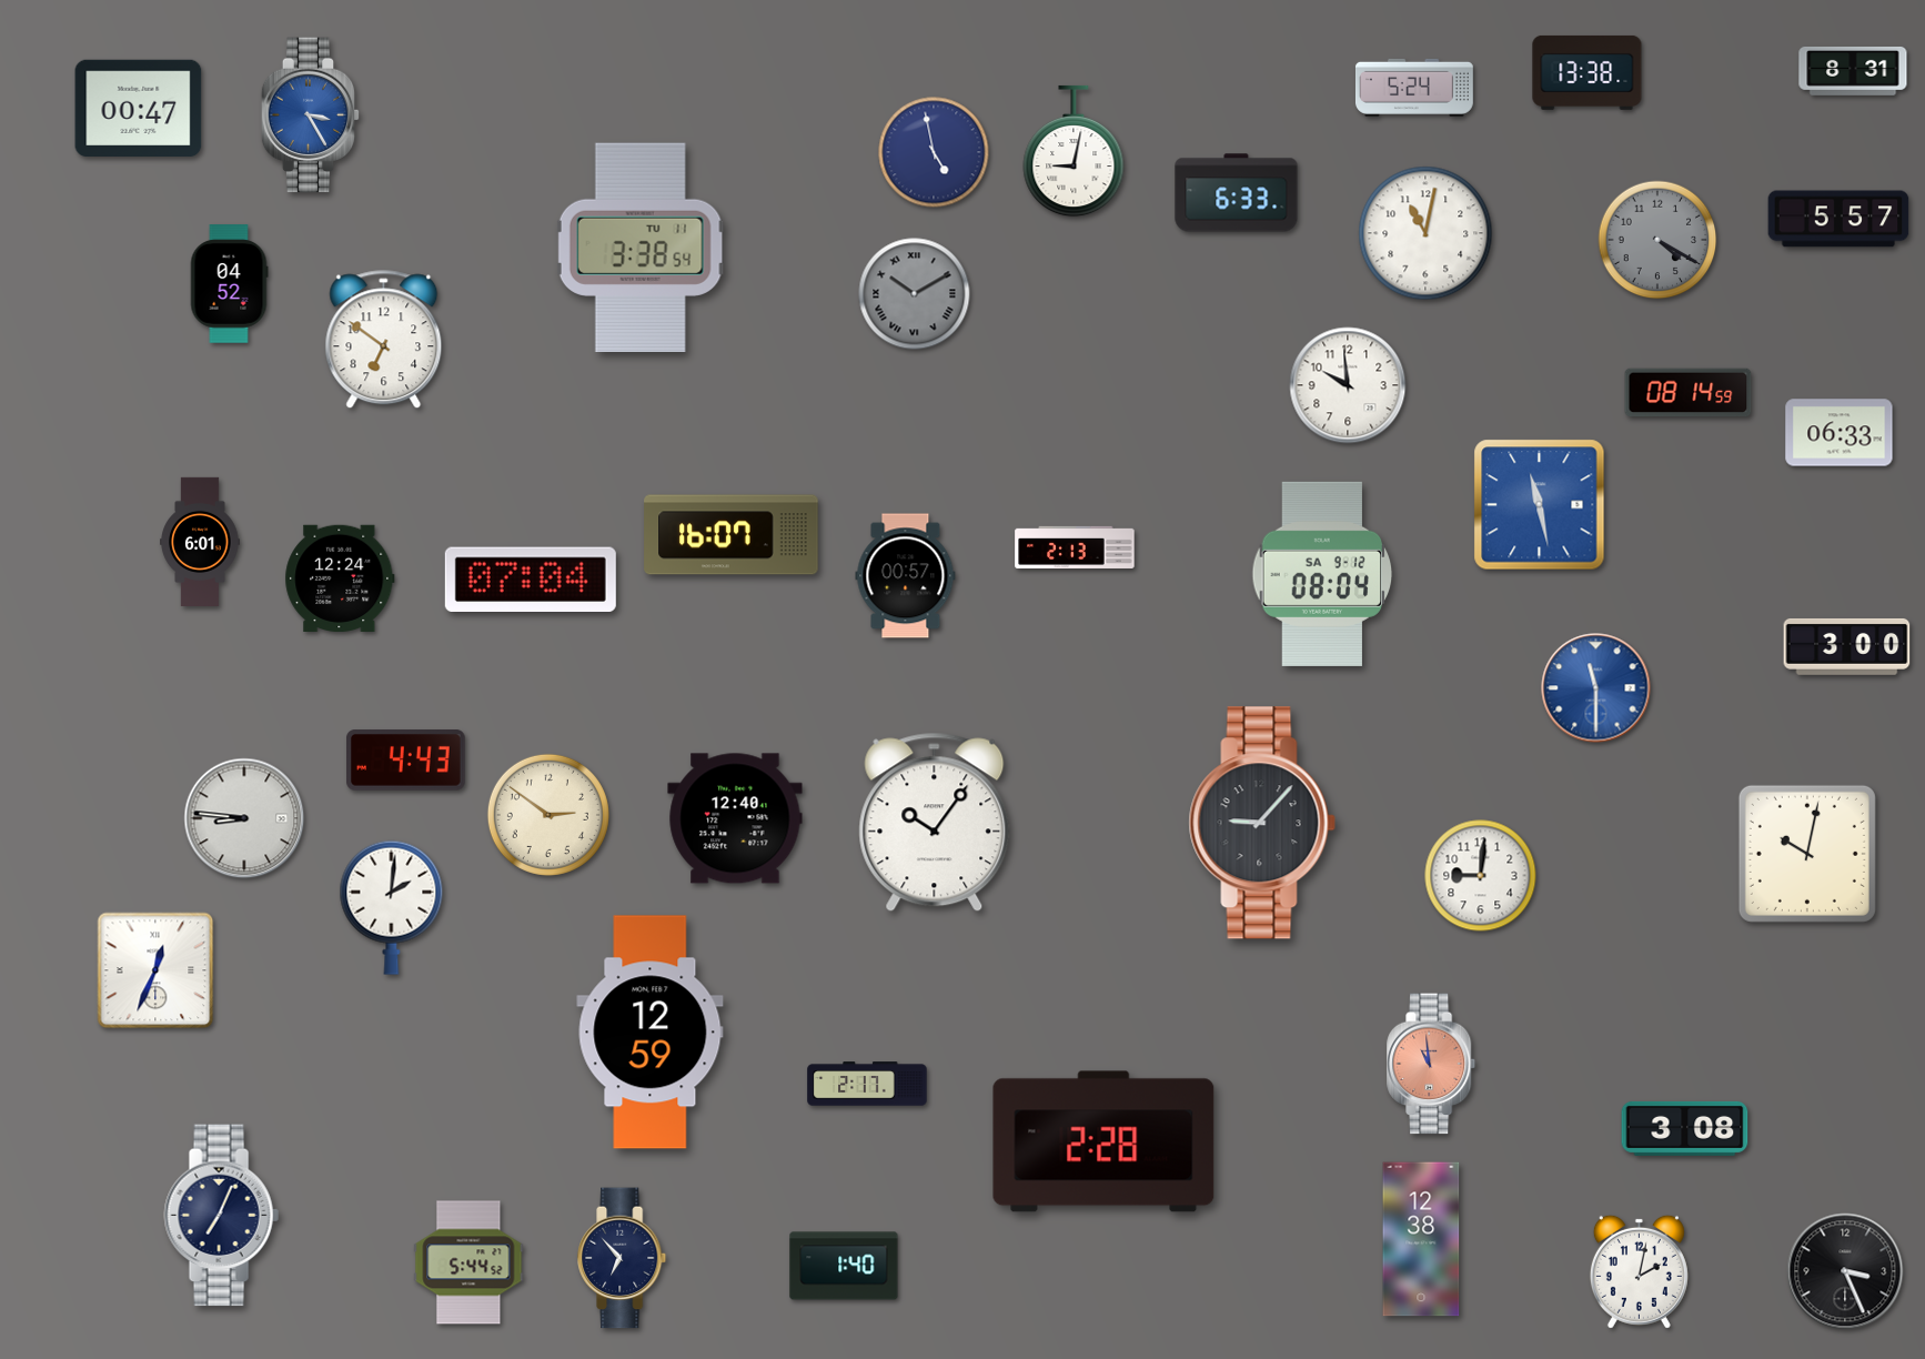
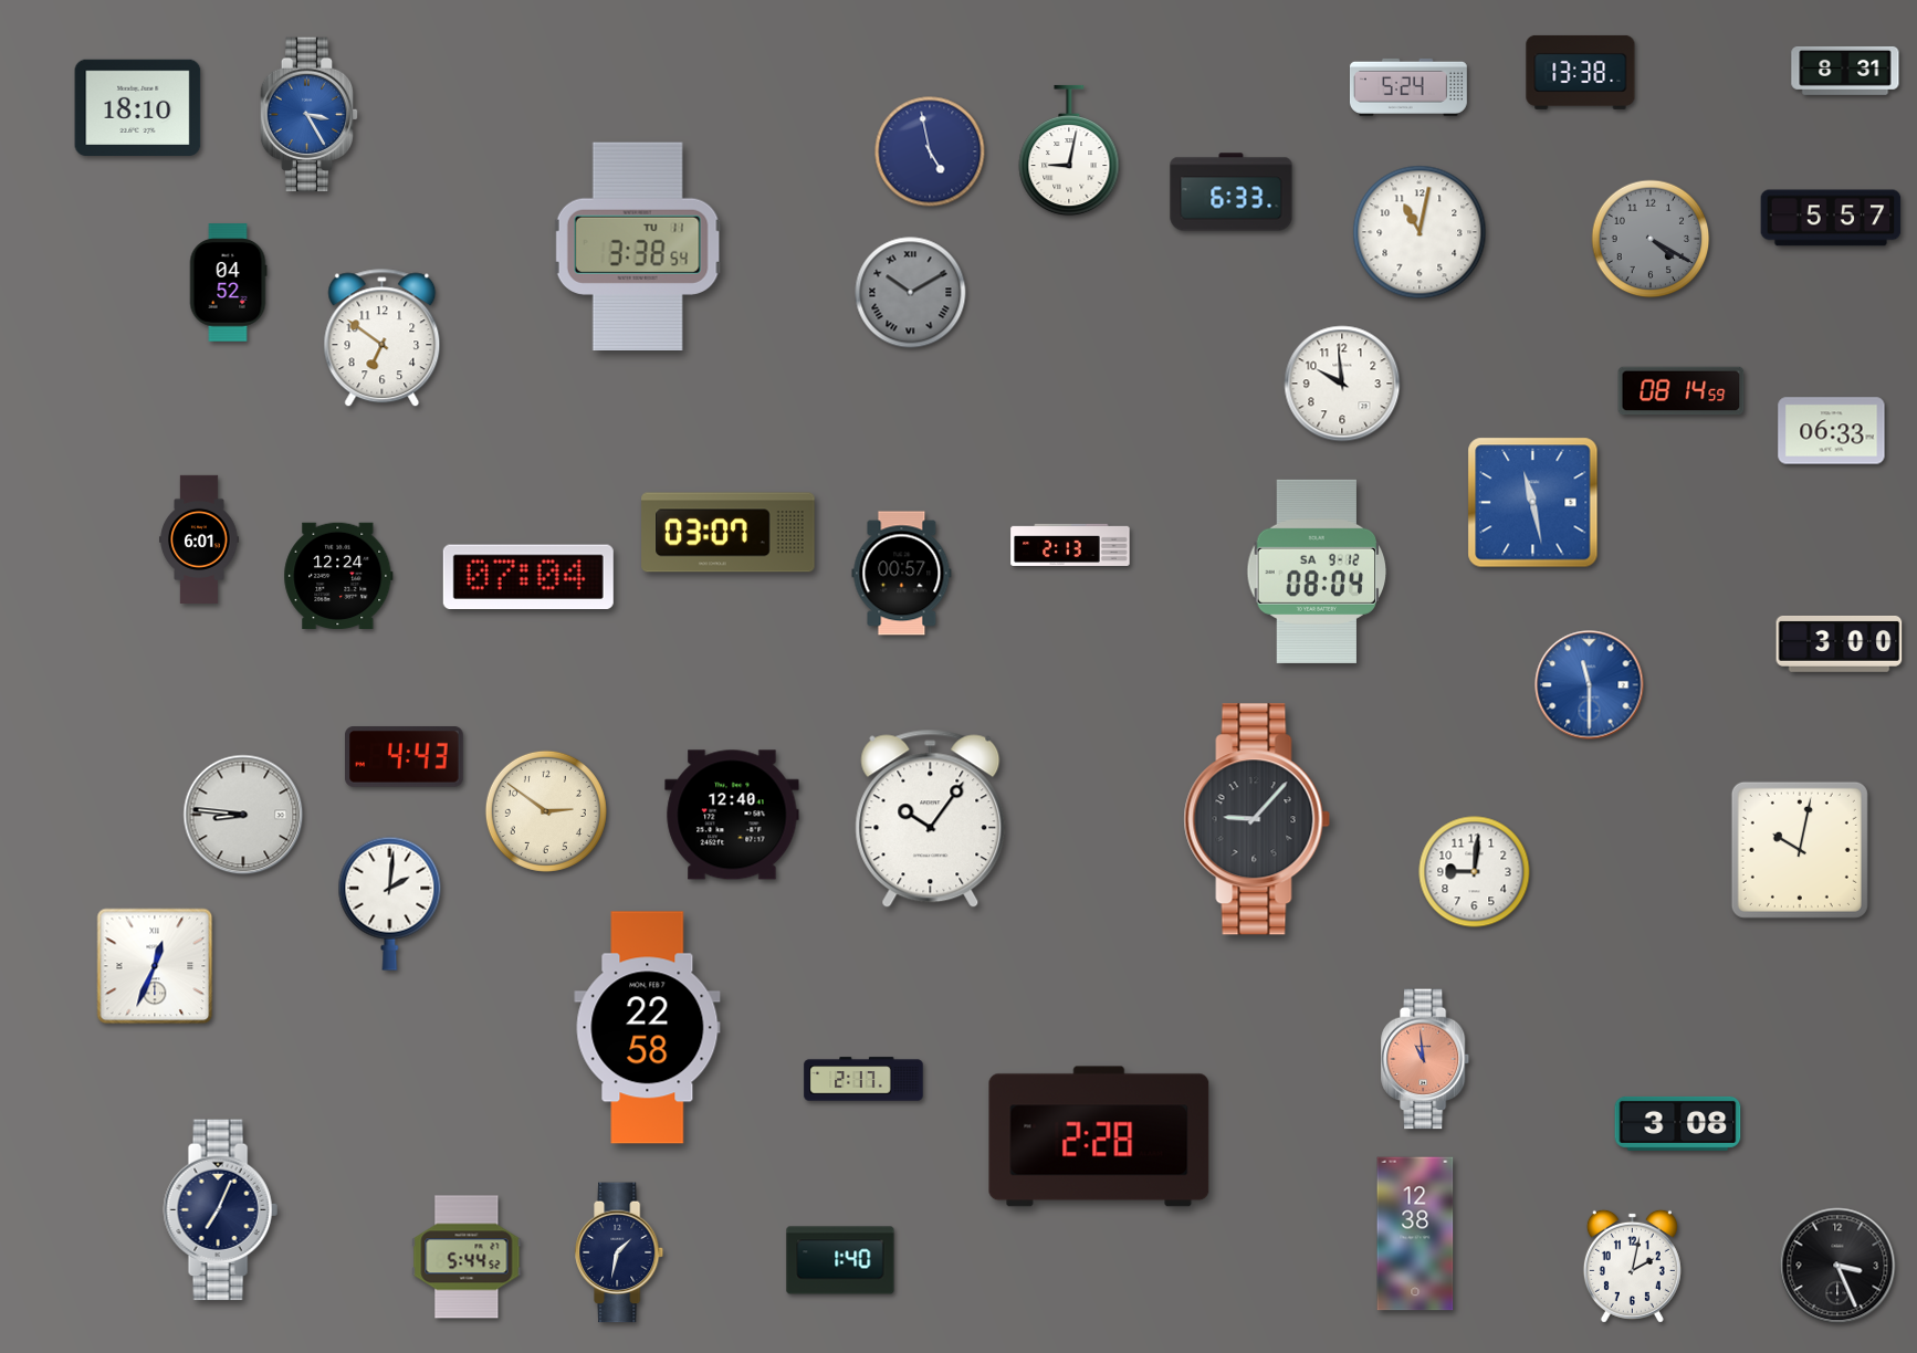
clock at (139, 108): 00:47 -> 18:10
clock at (732, 535): 16:07 -> 03:07
clock at (651, 1033): 12:59 -> 22:58
clock at (623, 1258): 6:53 -> 1:32
